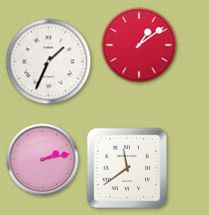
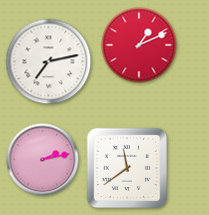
clock at (139, 45): 1:09 -> 1:11
clock at (49, 62): 1:34 -> 7:13
